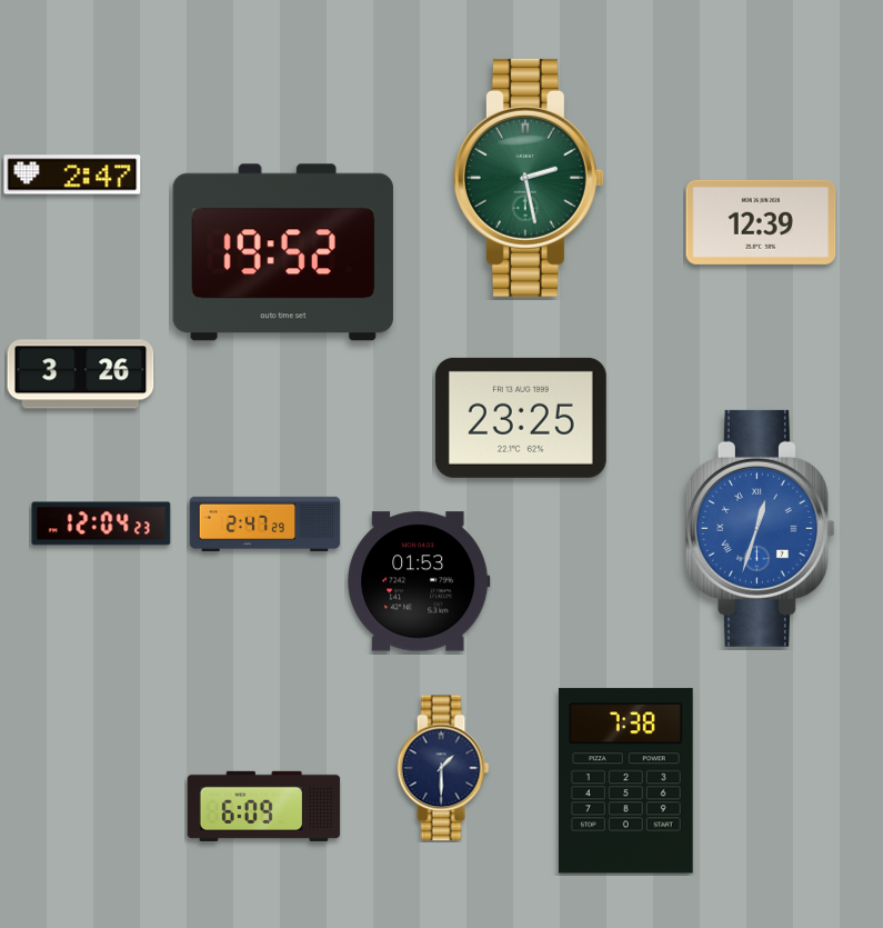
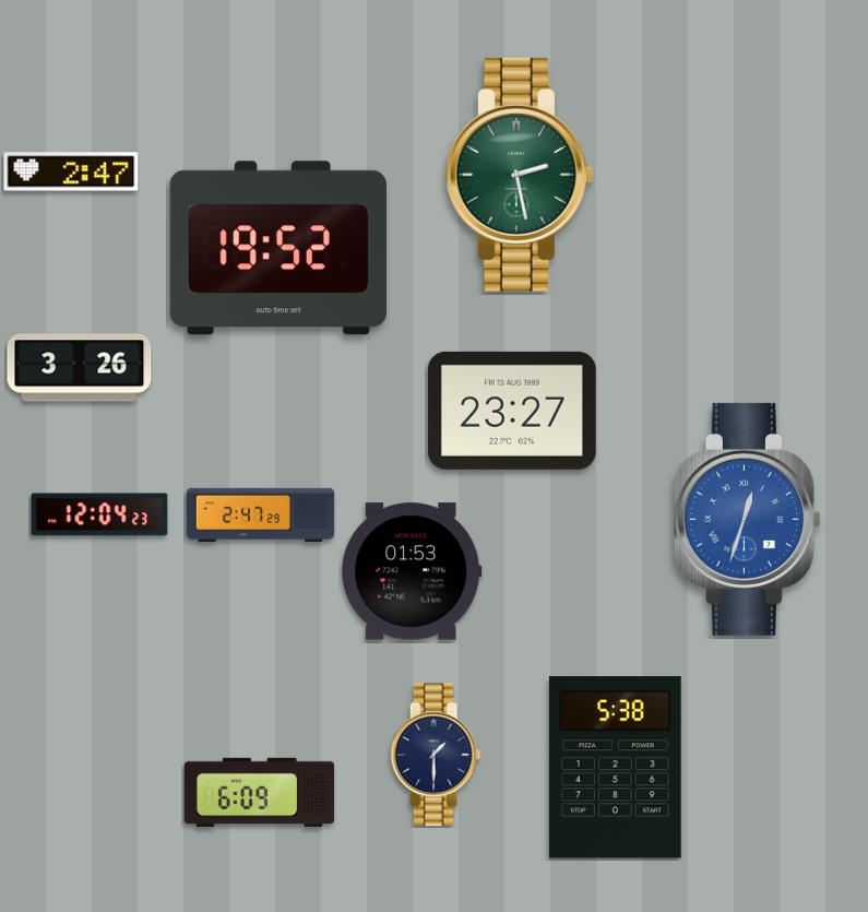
clock at (761, 222): 12:39 -> none
clock at (521, 418): 23:25 -> 23:27
clock at (625, 781): 7:38 -> 5:38
